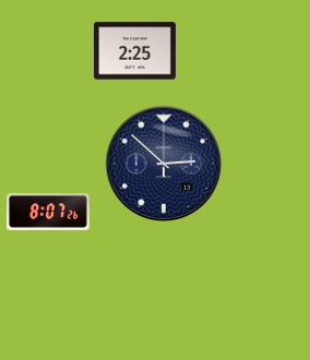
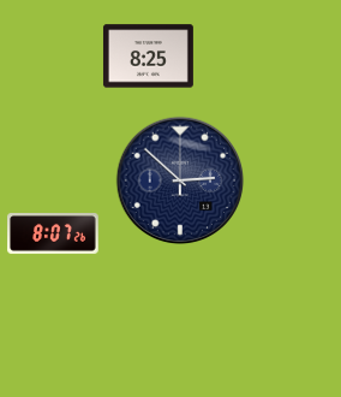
clock at (134, 51): 2:25 -> 8:25
